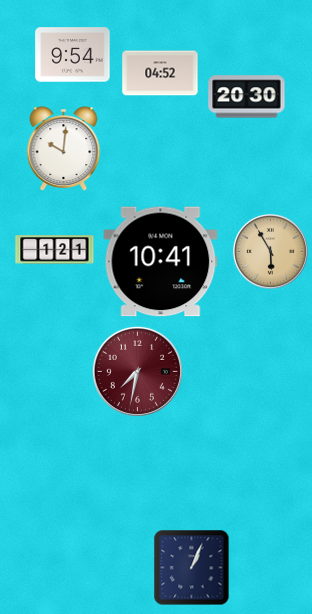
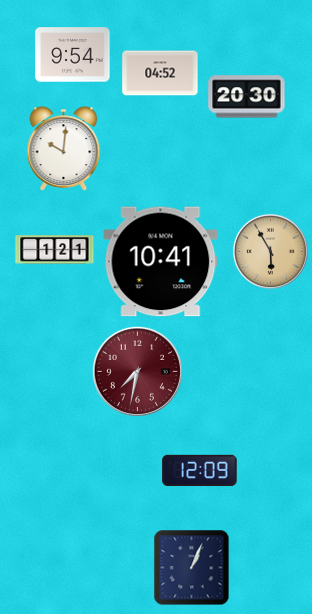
clock at (200, 470): none -> 12:09
